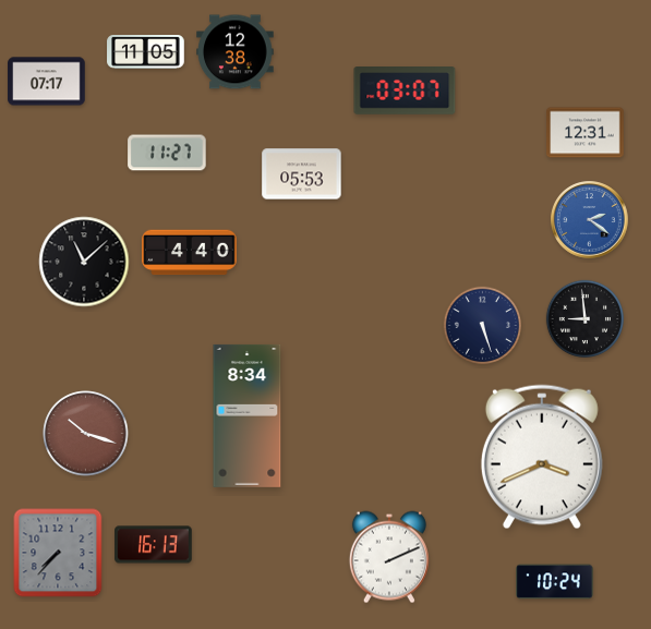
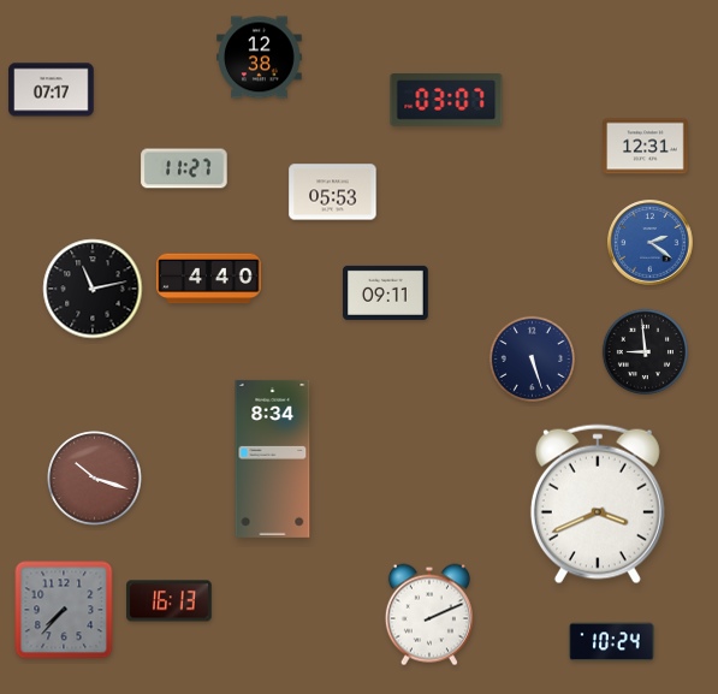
clock at (146, 52): 11:05 -> none
clock at (84, 262): 11:08 -> 11:13
clock at (386, 292): none -> 09:11
